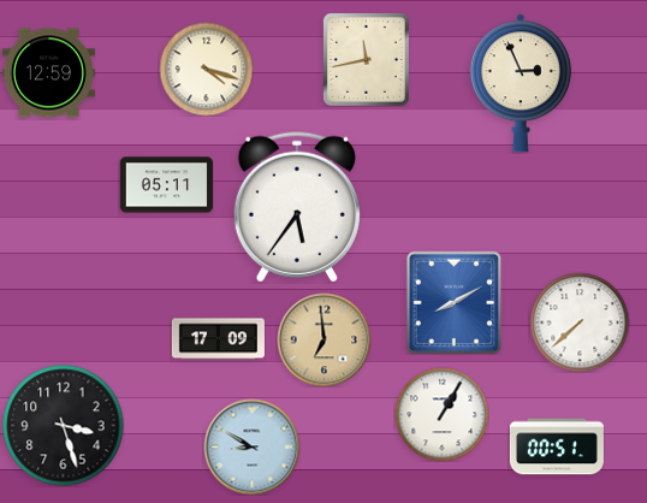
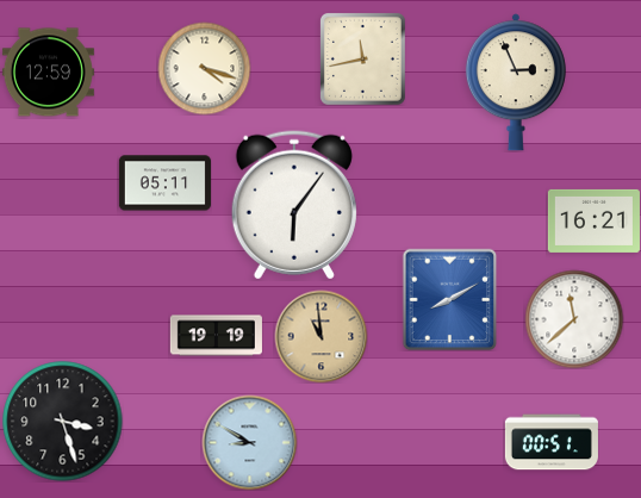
clock at (297, 207): 5:36 -> 6:06
clock at (593, 220): none -> 16:21
clock at (580, 322): 7:38 -> 11:38
clock at (218, 339): 17:09 -> 19:19
clock at (323, 339): 6:59 -> 10:59
clock at (441, 414): 1:05 -> none
